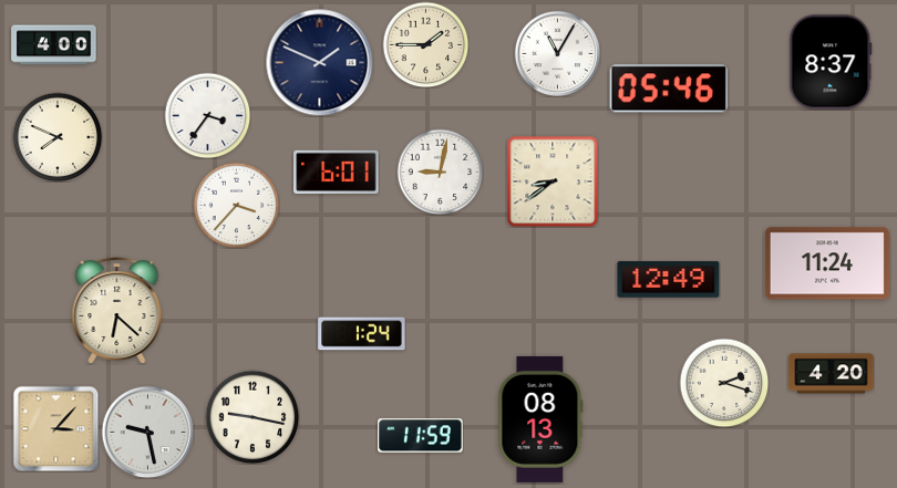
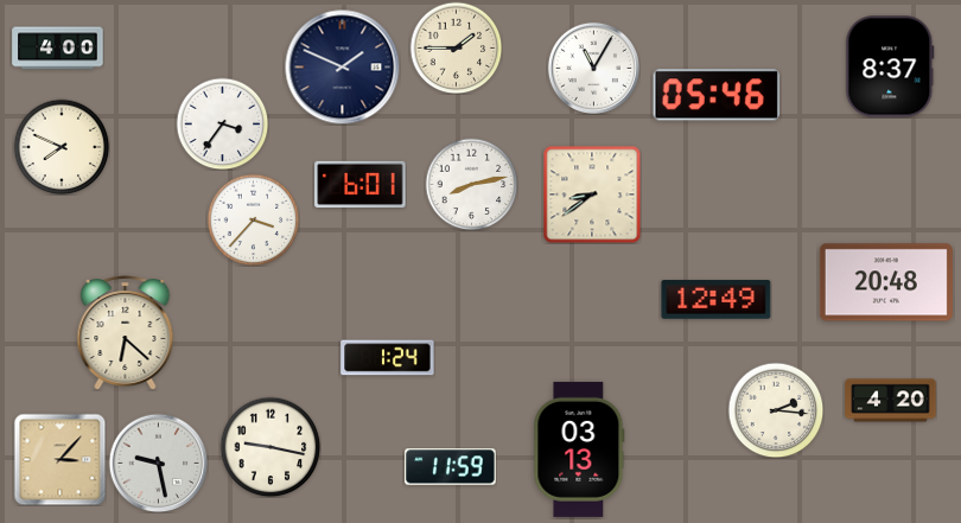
clock at (557, 53) position: (557, 53) -> (593, 68)
clock at (440, 172): 9:02 -> 8:13
clock at (827, 263): 11:24 -> 20:48
clock at (724, 383): 2:18 -> 2:16
clock at (540, 419): 08:13 -> 03:13
